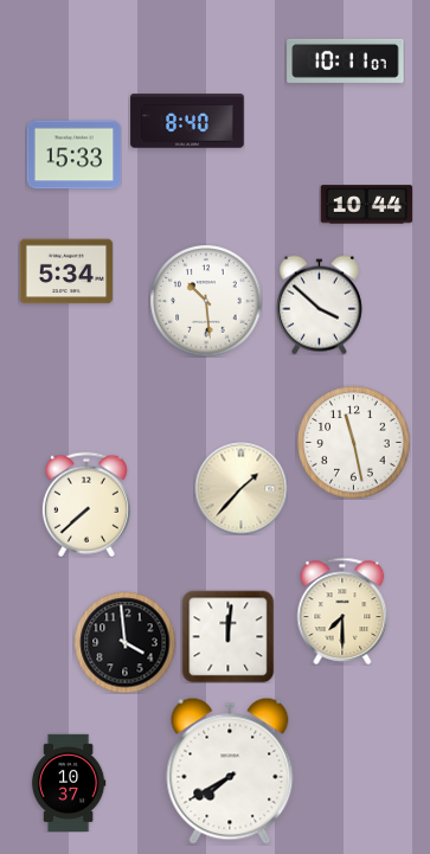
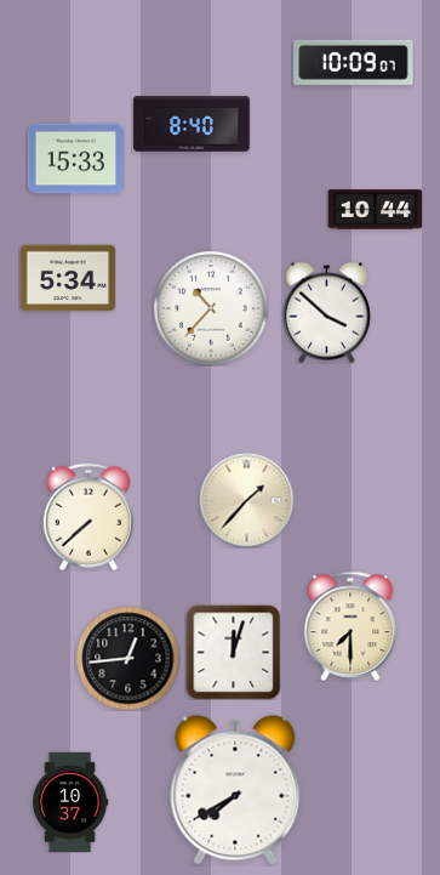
clock at (346, 60): 10:11 -> 10:09
clock at (206, 301): 10:29 -> 10:37
clock at (353, 442): 11:28 -> none
clock at (227, 636): 12:01 -> 12:03
clock at (124, 642): 3:59 -> 12:44
